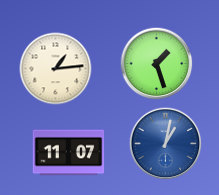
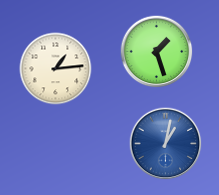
clock at (157, 64) position: (157, 64) -> (157, 52)
clock at (69, 153): 11:07 -> none
